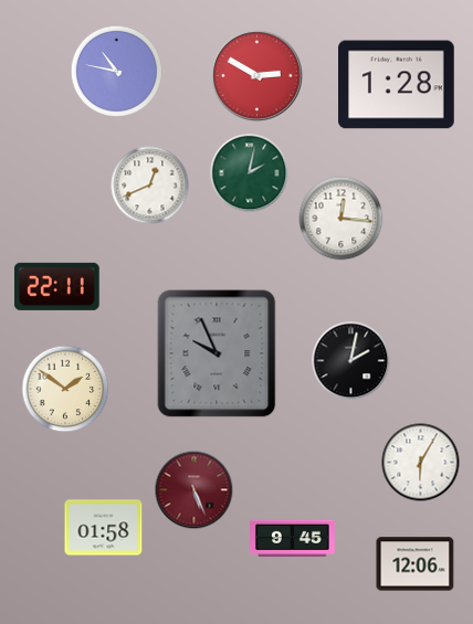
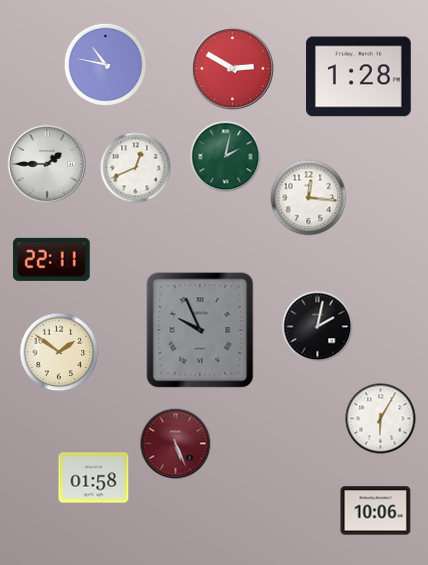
clock at (47, 164): none -> 1:45
clock at (217, 353) position: (217, 353) -> (200, 330)
clock at (293, 539): 9:45 -> none
clock at (416, 564): 12:06 -> 10:06
